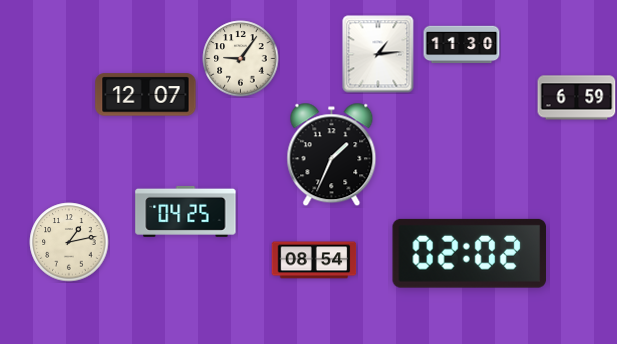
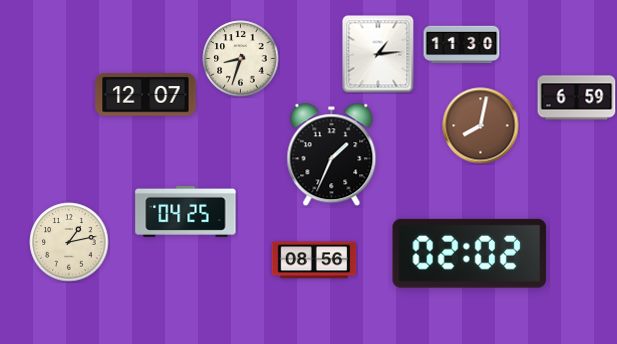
clock at (241, 59): 9:06 -> 8:33
clock at (481, 126): none -> 8:02
clock at (314, 260): 08:54 -> 08:56
